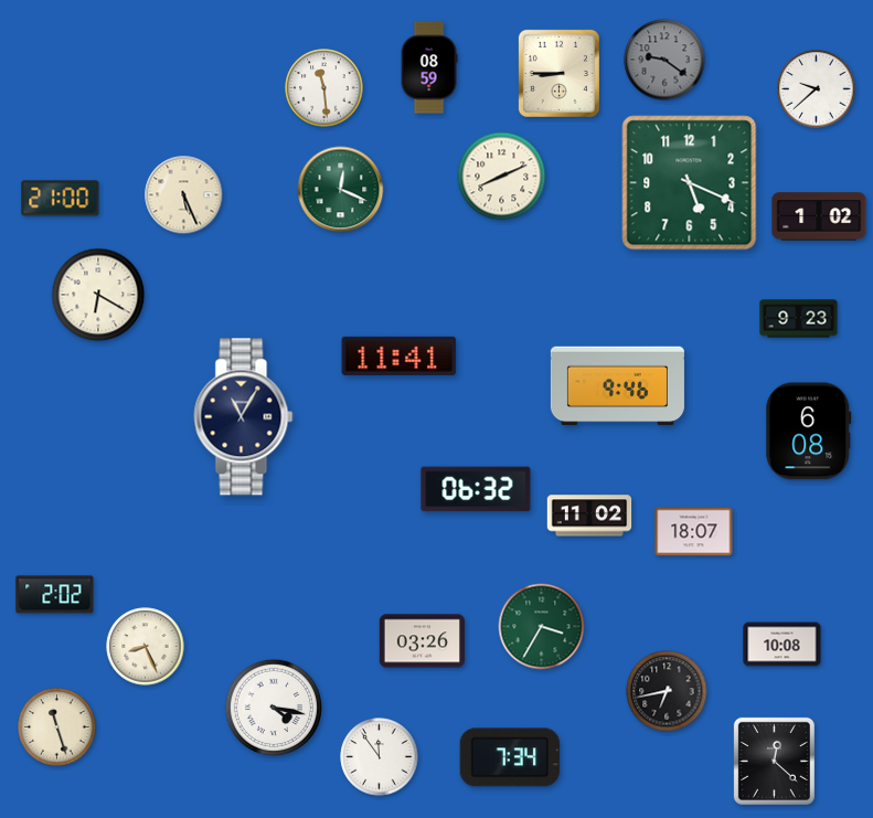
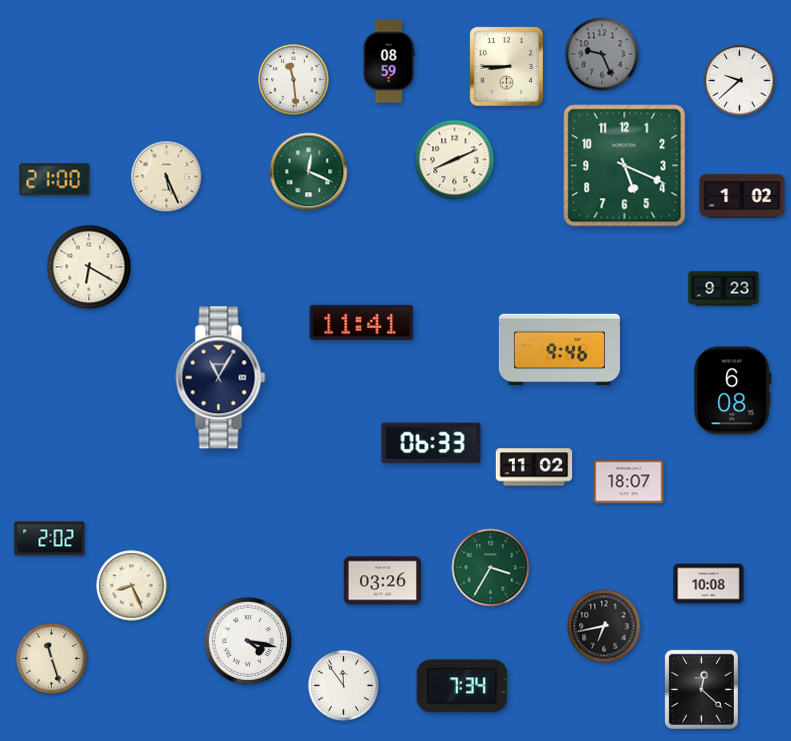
clock at (664, 60): 9:21 -> 9:26
clock at (476, 489): 06:32 -> 06:33
